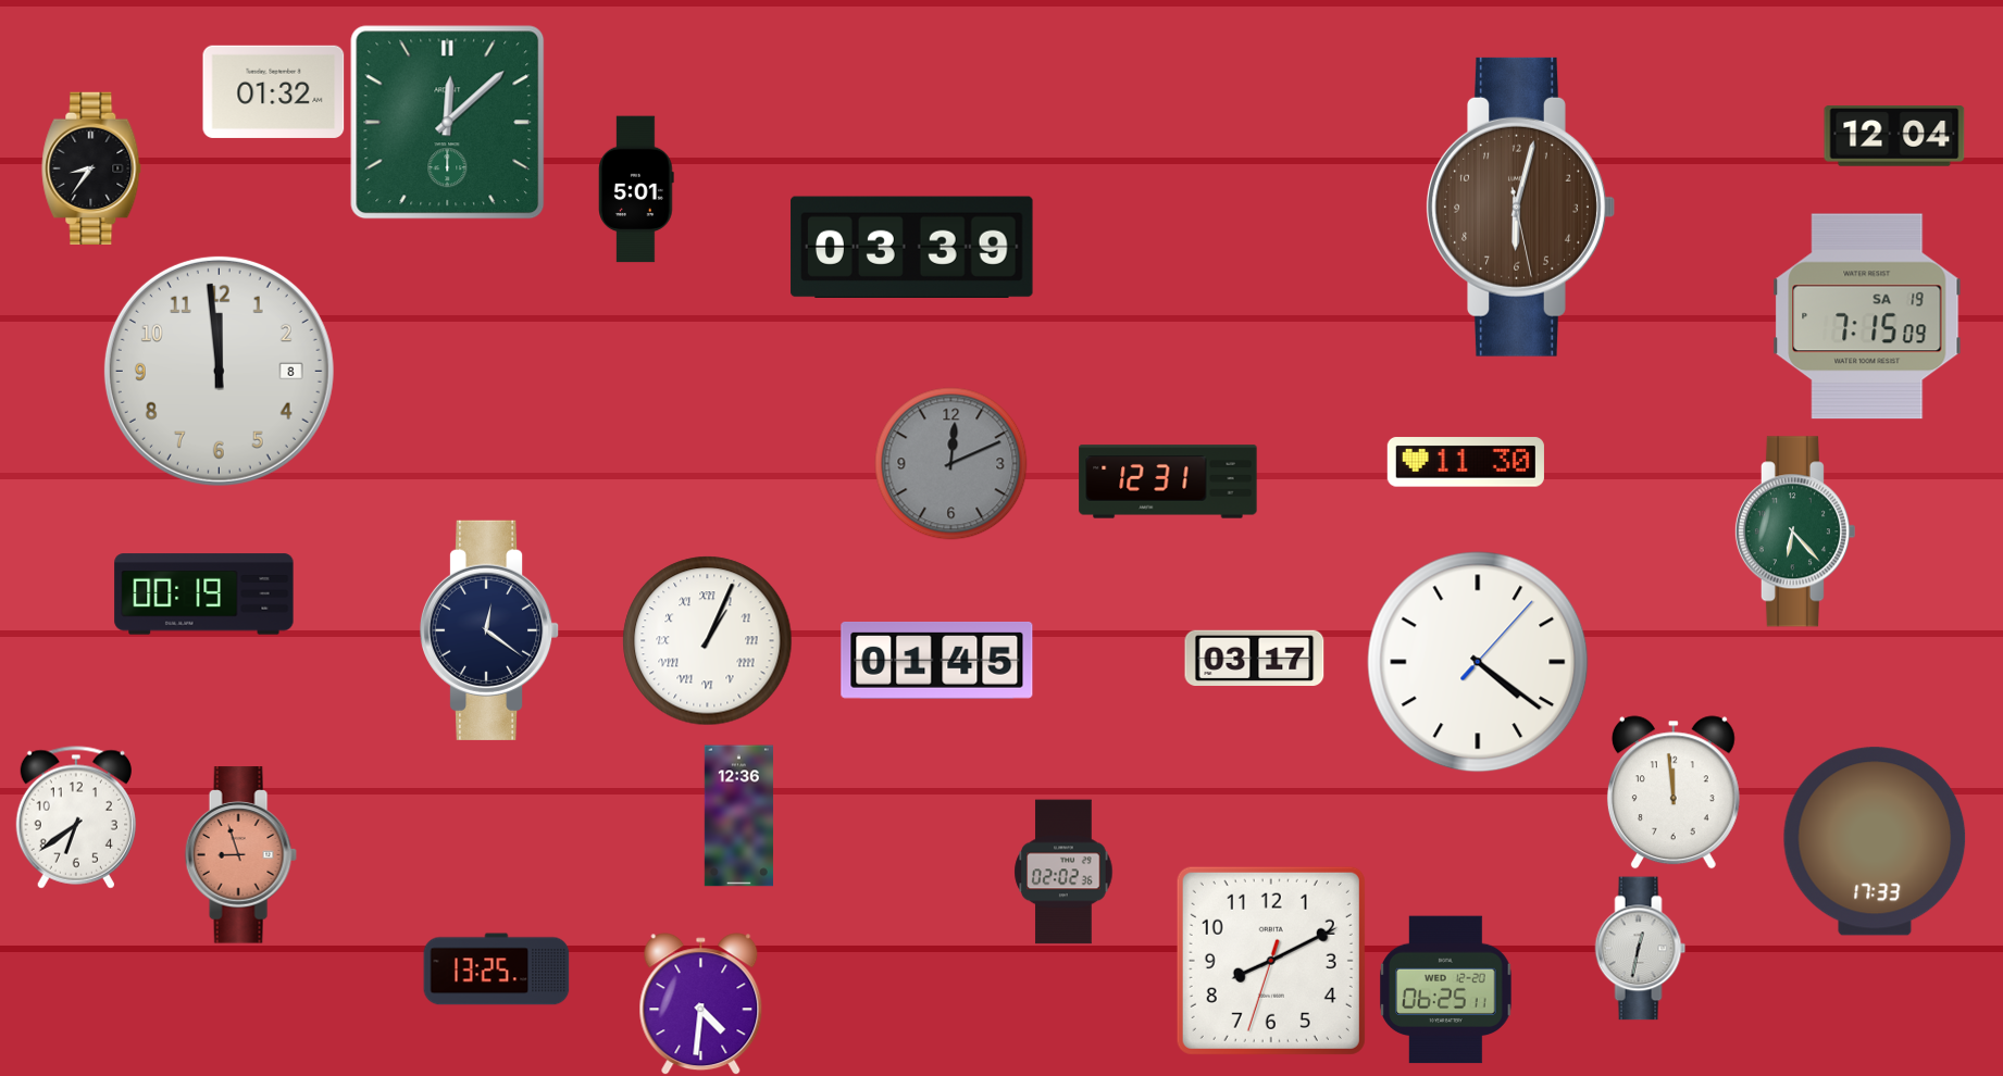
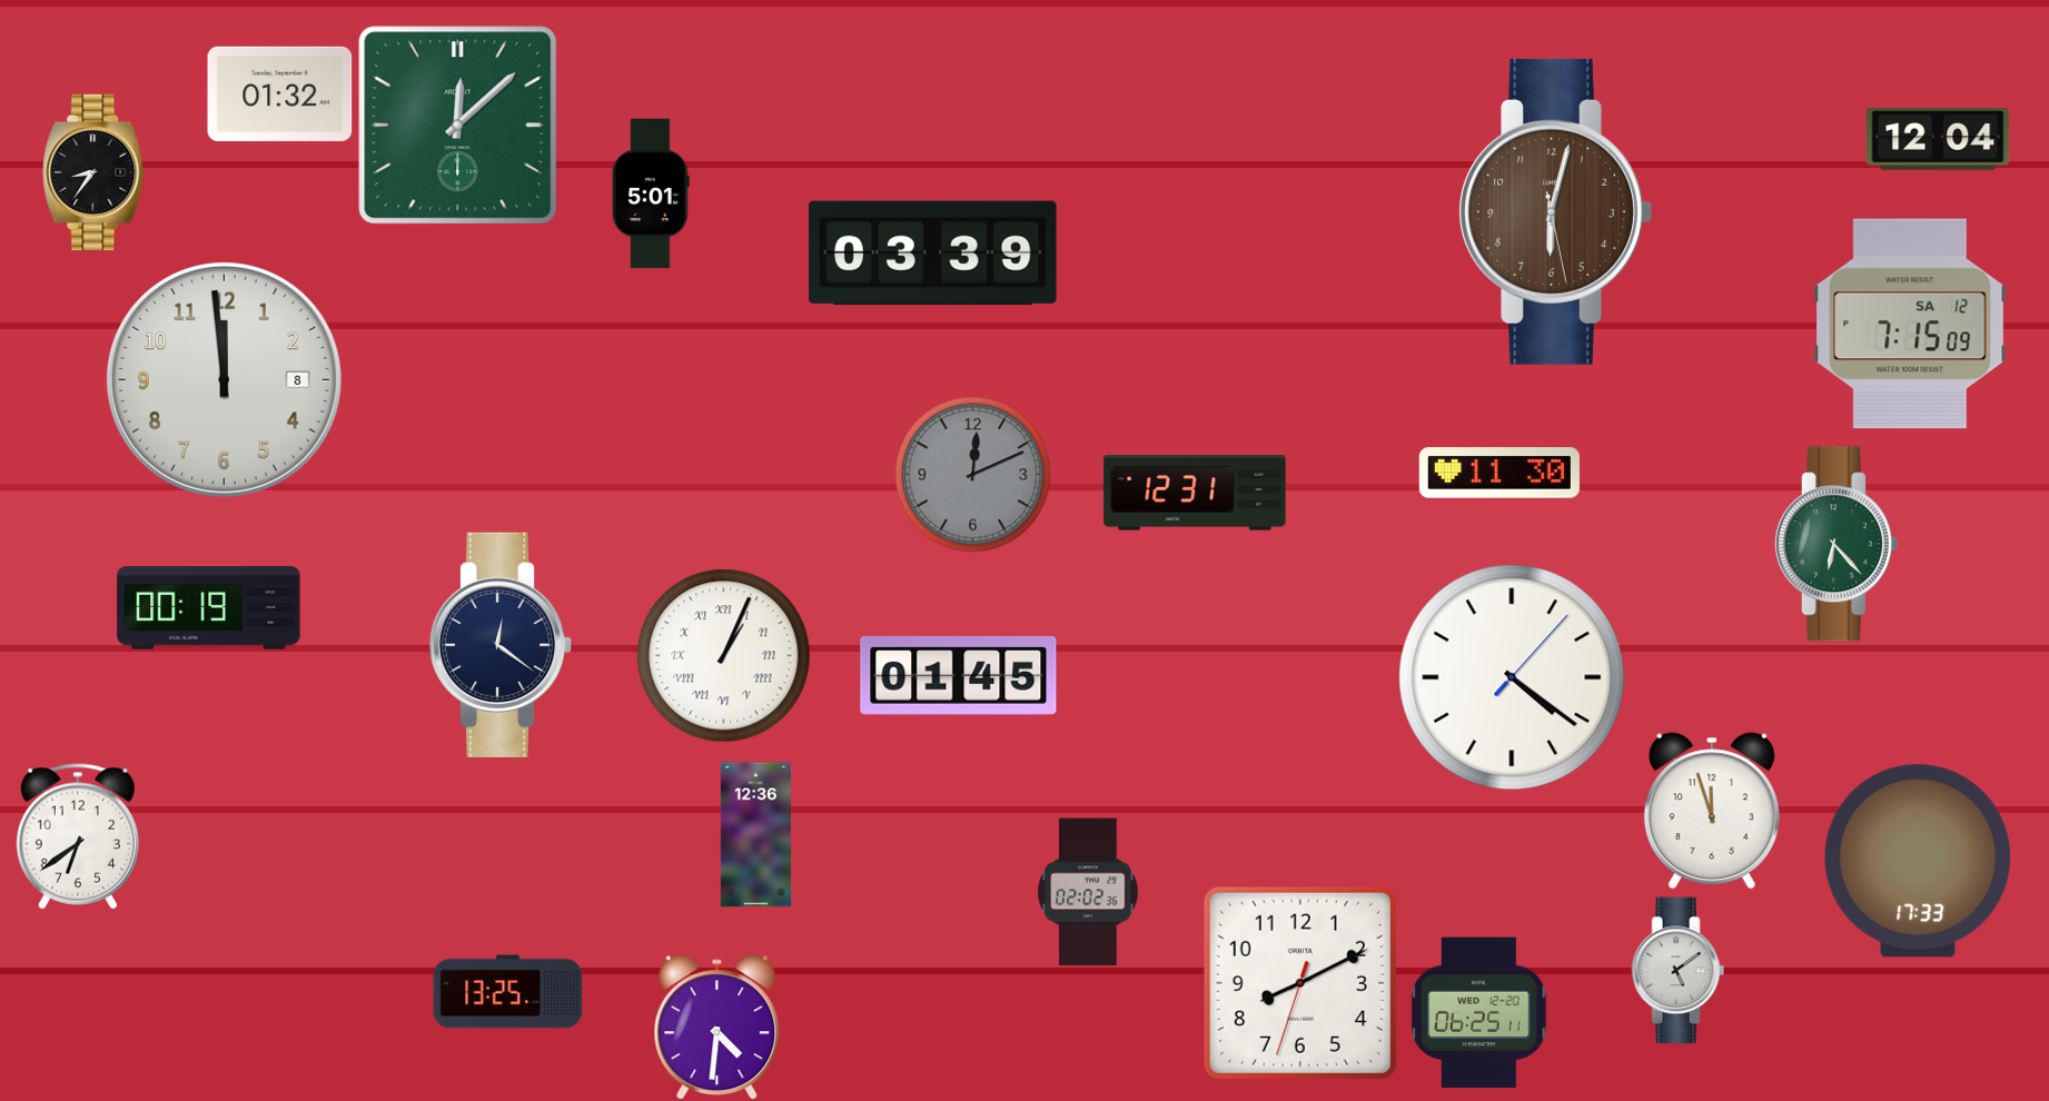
clock at (1867, 316) date: SA 19 -> SA 12
clock at (1255, 658): 03:17 -> none
clock at (1674, 792): 11:59 -> 11:57
clock at (240, 855): 8:57 -> none
clock at (1641, 949): 12:32 -> 5:09
